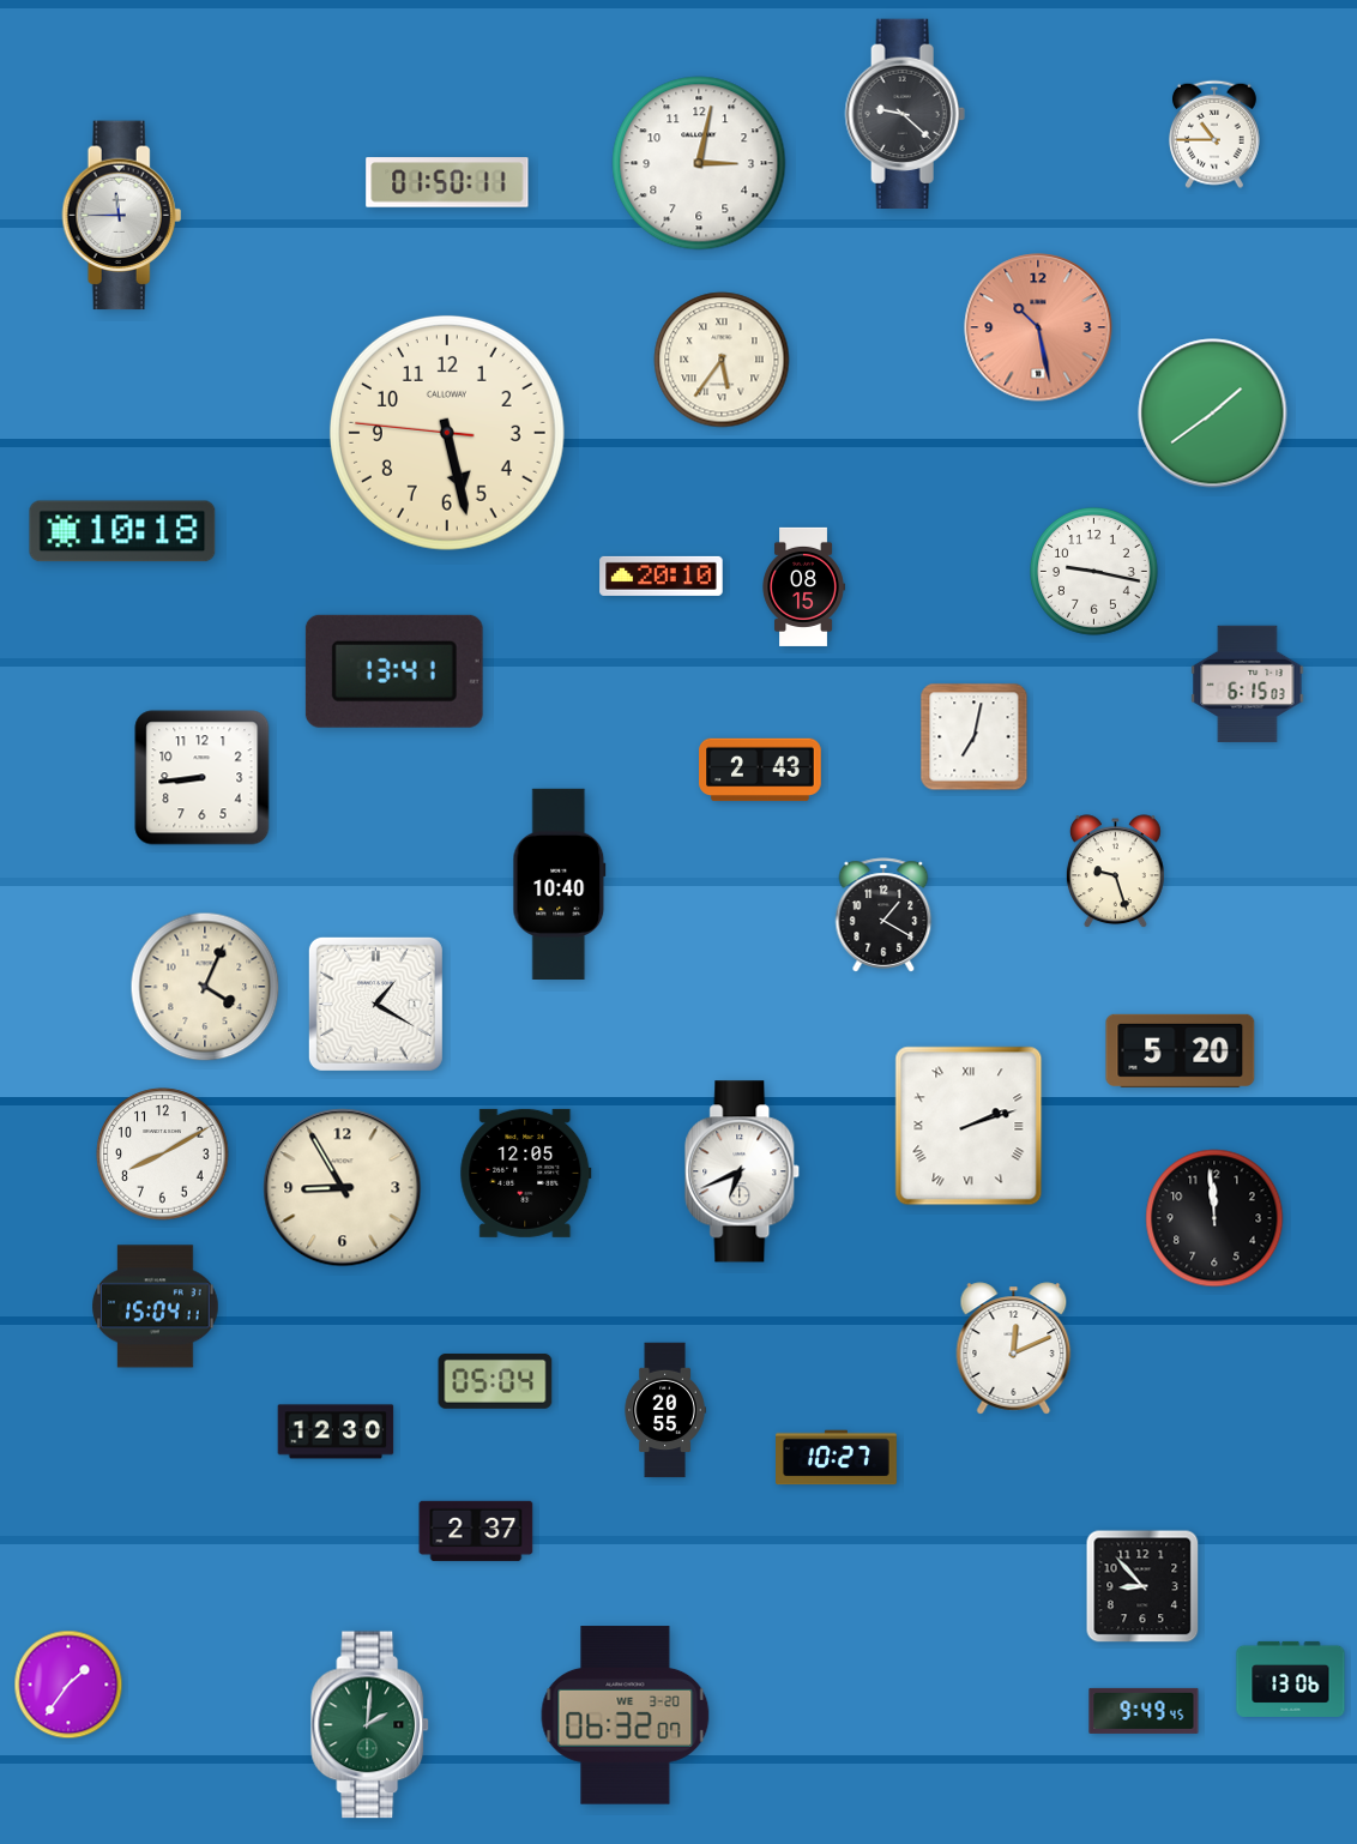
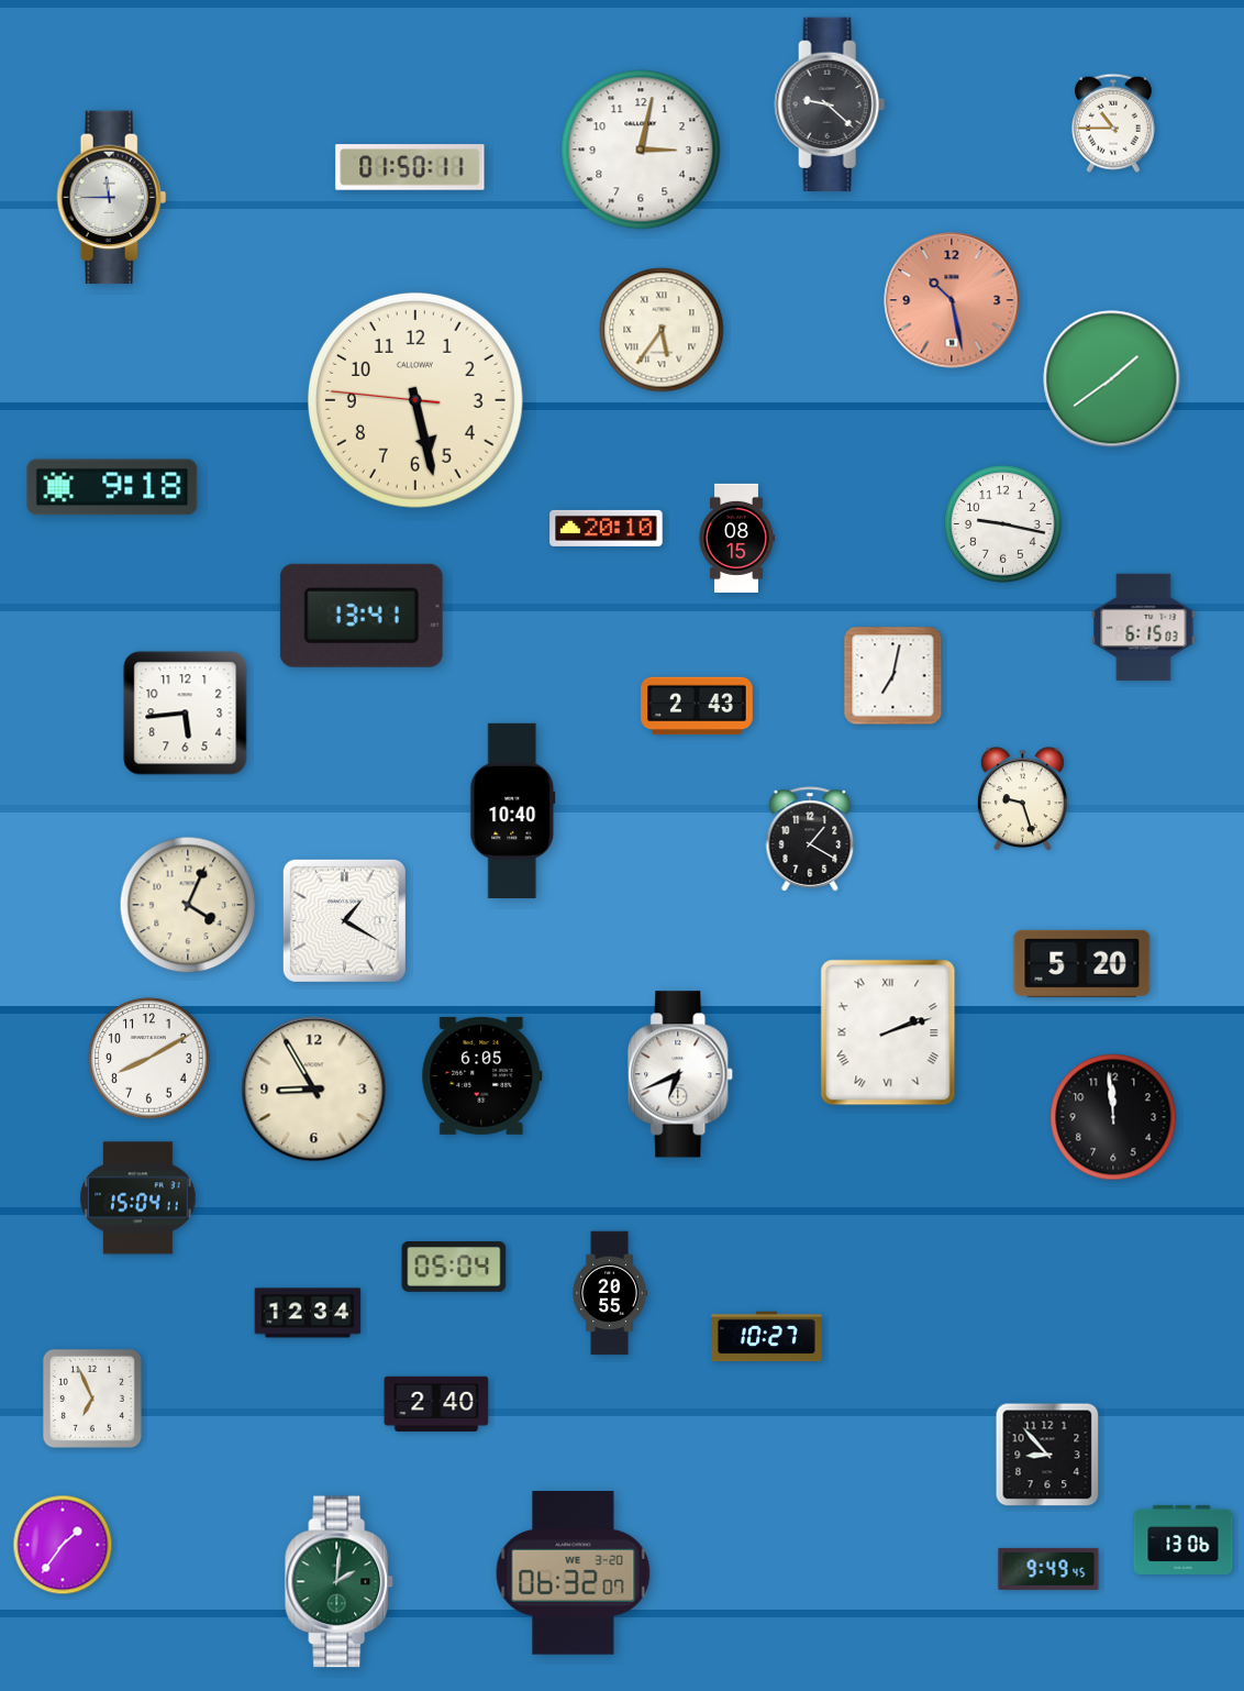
clock at (447, 433) position: (447, 433) -> (415, 400)
clock at (122, 531): 10:18 -> 9:18
clock at (203, 778): 8:44 -> 5:44
clock at (526, 1173): 12:05 -> 6:05
clock at (156, 1307) position: (156, 1307) -> (138, 1198)
clock at (1014, 1349): 12:11 -> none
clock at (336, 1432): 12:30 -> 12:34
clock at (92, 1399): none -> 6:56
clock at (476, 1531): 2:37 -> 2:40
